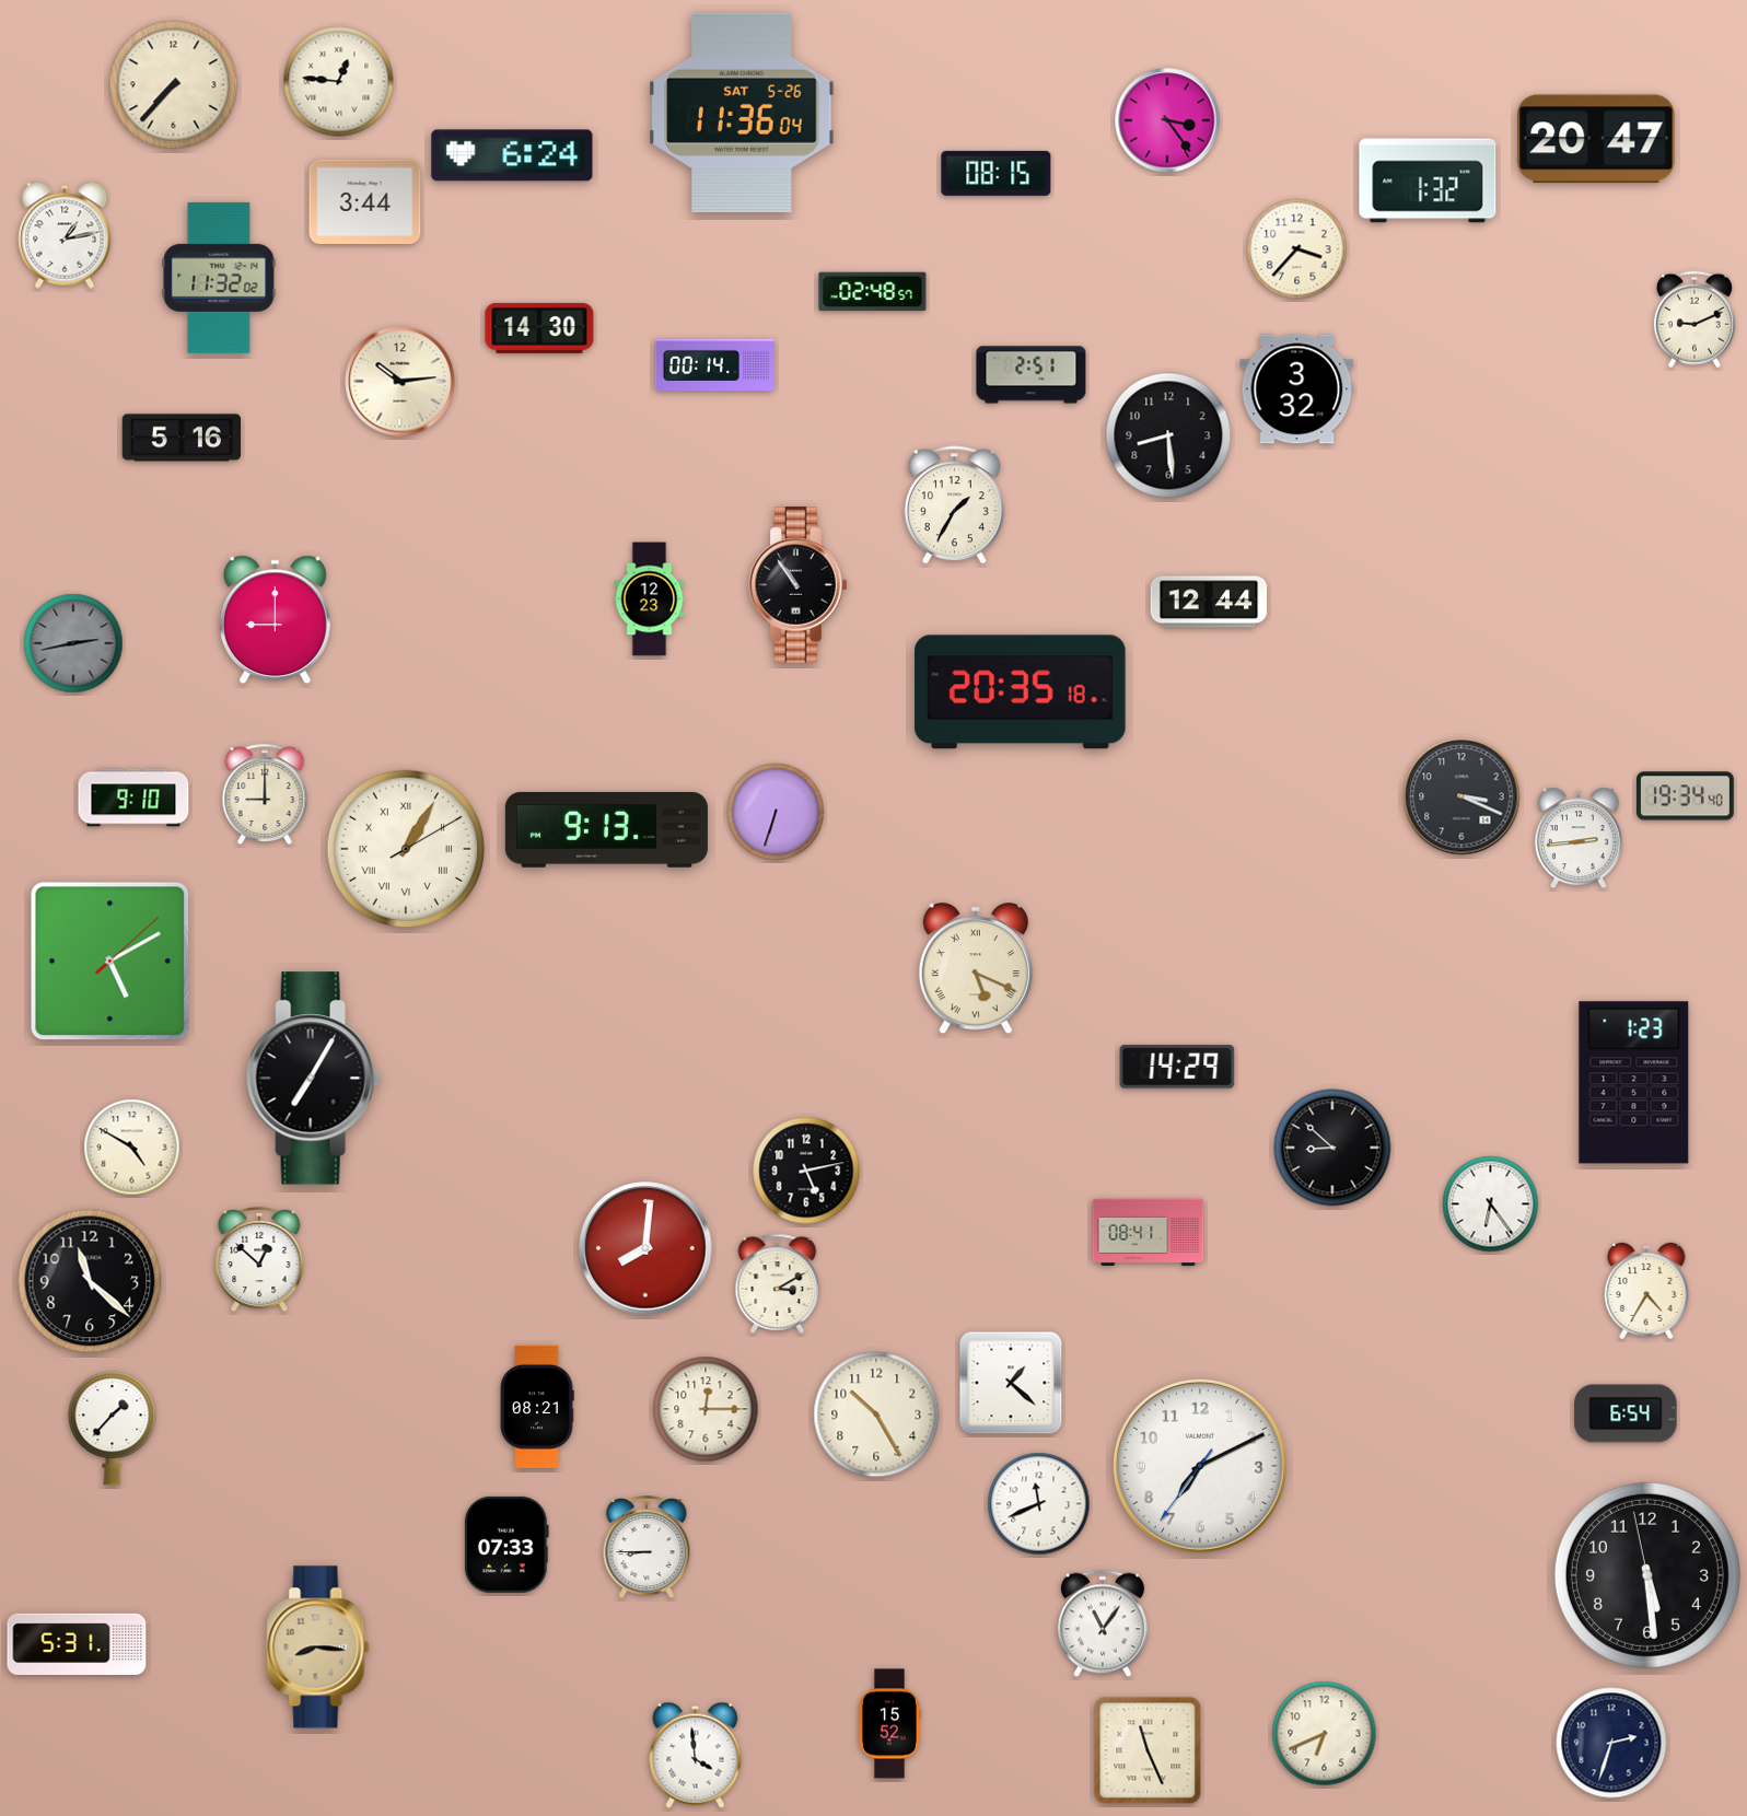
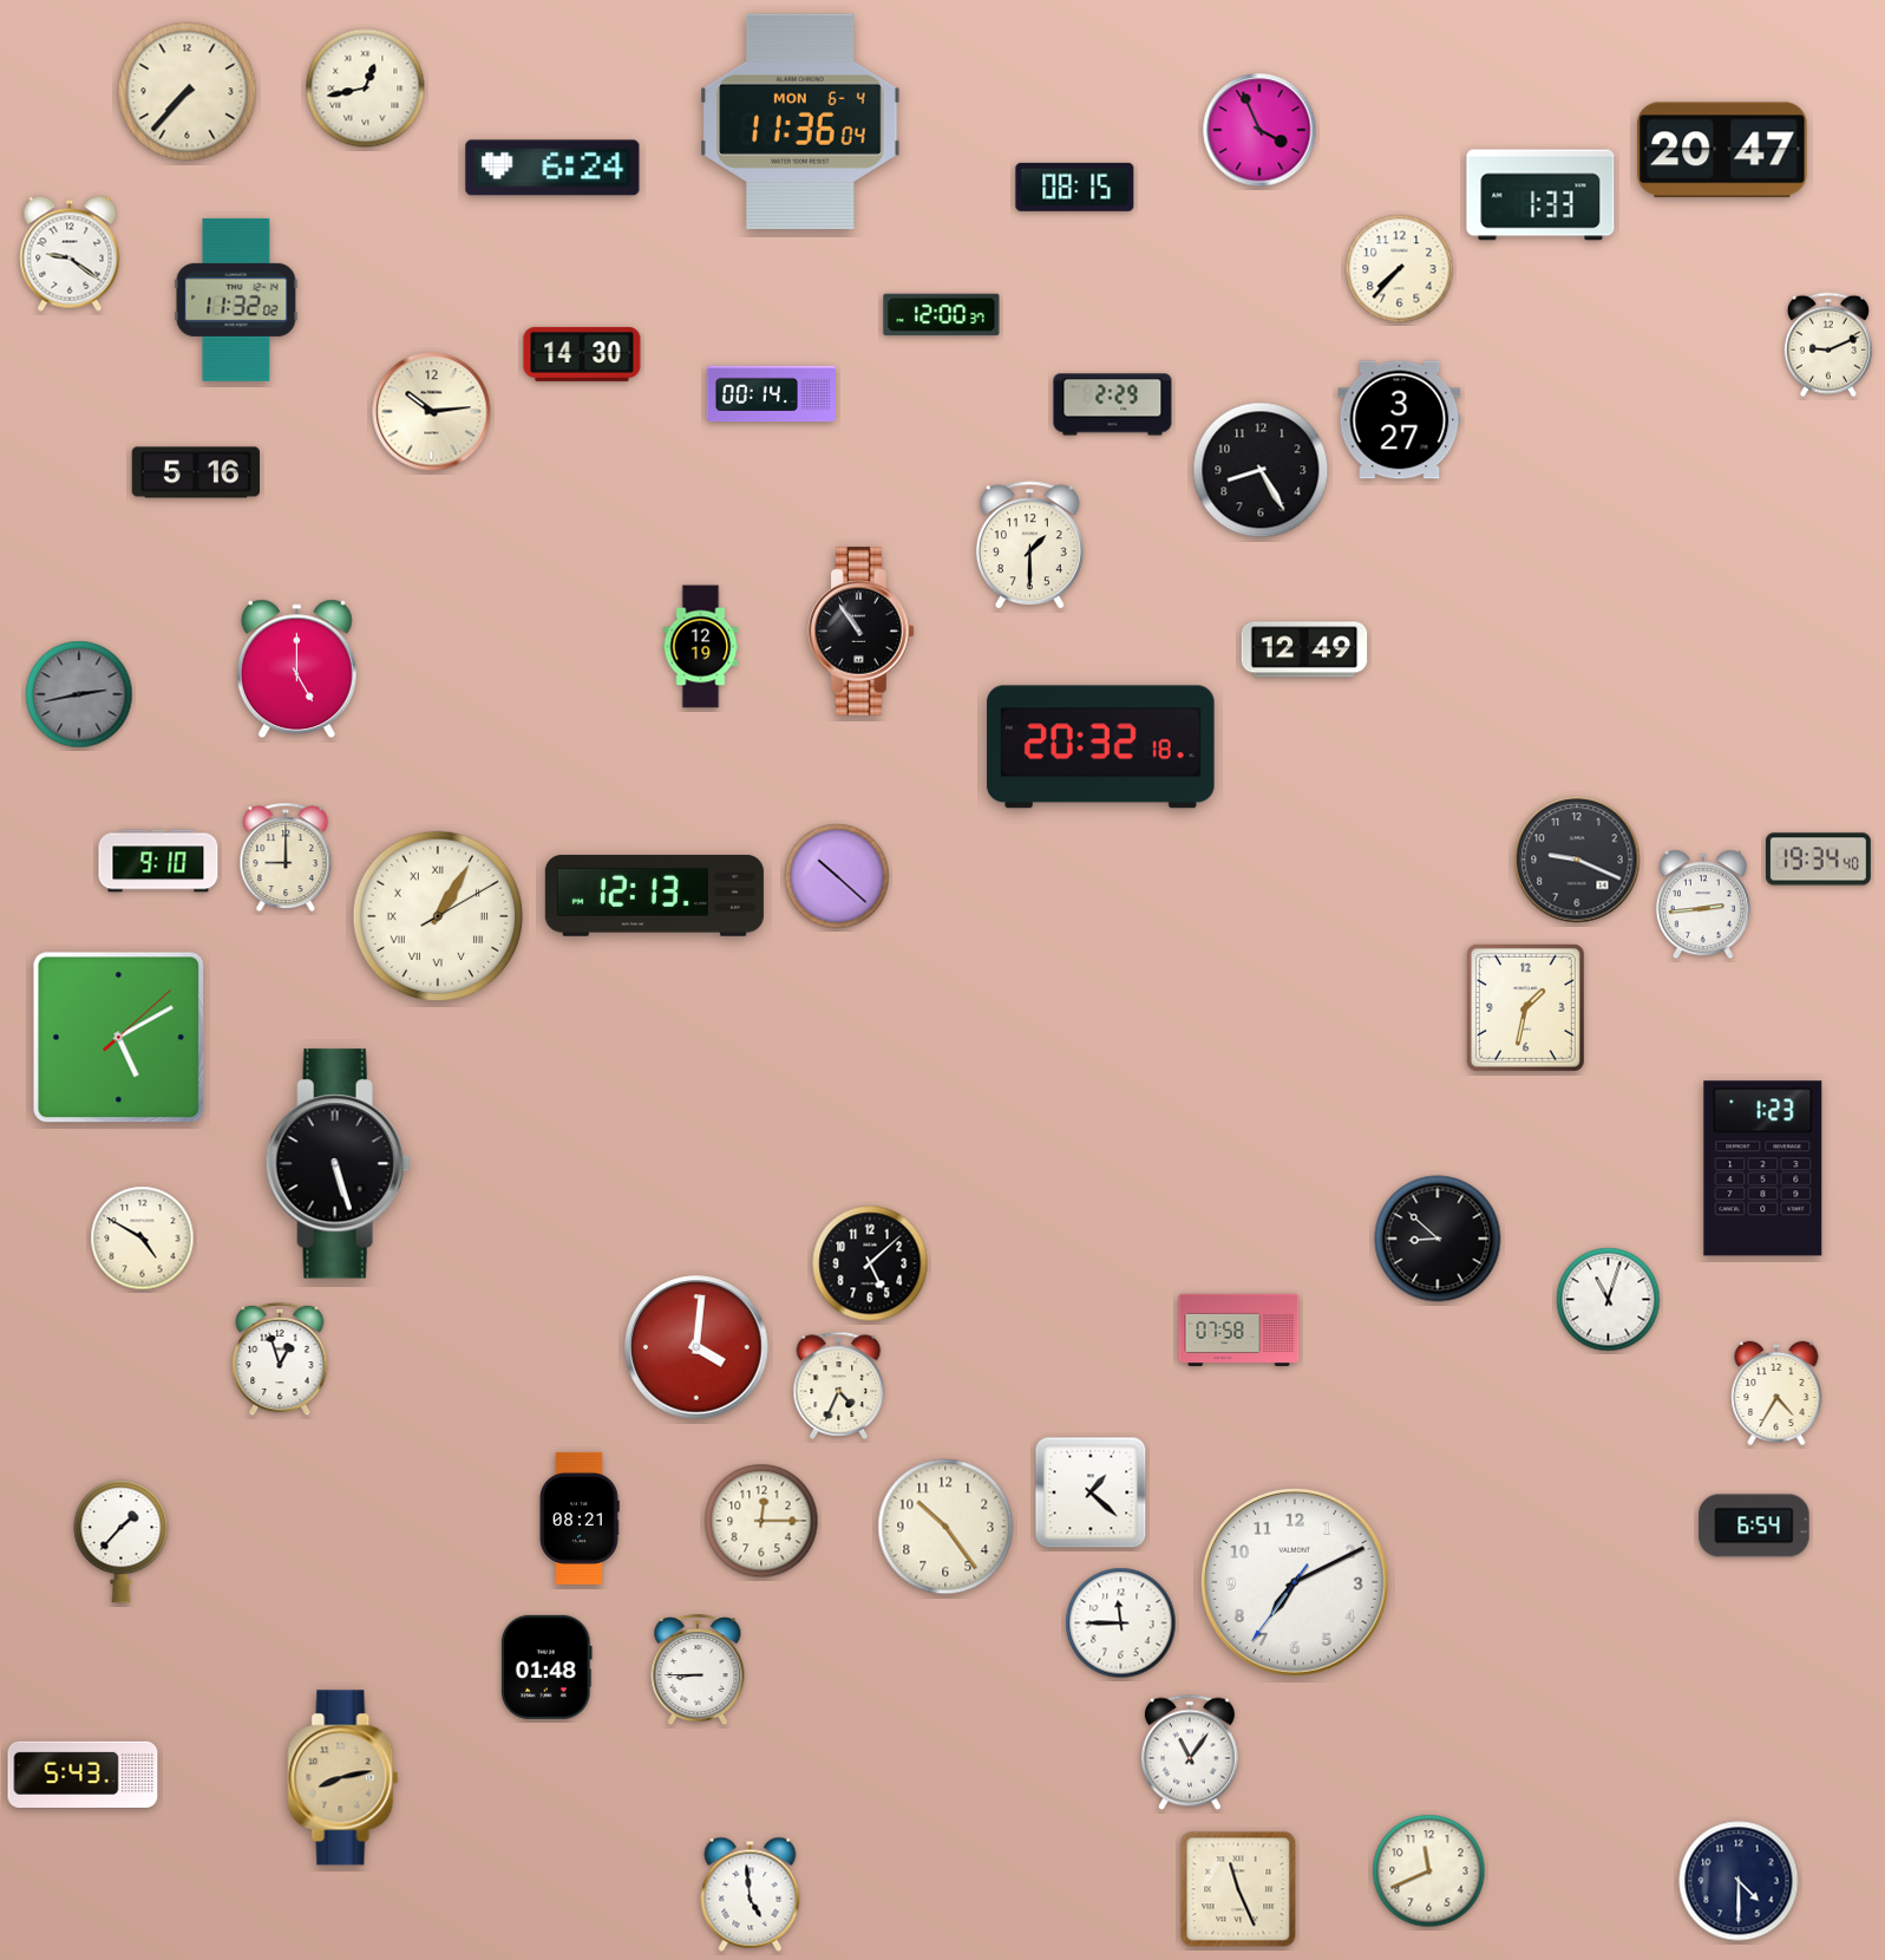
clock at (339, 82): 12:46 -> 12:43
clock at (742, 113) date: SAT 5-26 -> MON 6-4
clock at (1167, 120): 3:24 -> 3:56
clock at (1428, 181): 1:32 -> 1:33
clock at (365, 201): 3:44 -> none
clock at (65, 235): 1:13 -> 9:21
clock at (1297, 249): 3:37 -> 7:37
clock at (873, 292): 02:48 -> 12:00
clock at (1032, 375): 2:51 -> 2:29
clock at (1297, 389): 3:32 -> 3:27
clock at (1168, 435): 8:29 -> 8:25
clock at (954, 505): 1:35 -> 1:30
clock at (650, 599): 12:23 -> 12:19
clock at (1209, 602): 12:44 -> 12:49
clock at (275, 620): 9:00 -> 5:00
clock at (1021, 692): 20:35 -> 20:32
clock at (1461, 796): 3:19 -> 9:19
clock at (133, 798) position: (133, 798) -> (158, 861)
clock at (776, 812): 6:33 -> 10:22
clock at (606, 829): 9:13 -> 12:13
clock at (1525, 1007): none -> 1:32
clock at (976, 969): 5:19 -> none
clock at (1177, 1067): 14:29 -> none
clock at (313, 1079): 7:05 -> 5:27
clock at (806, 1171): 5:13 -> 5:08
clock at (1491, 1204): 6:24 -> 11:03
clock at (1149, 1232): 08:41 -> 07:58
clock at (645, 1248): 8:01 -> 4:01
clock at (259, 1259): 12:52 -> 12:57
clock at (90, 1281): 11:22 -> none
clock at (778, 1283): 3:10 -> 4:34
clock at (876, 1415): 10:25 -> 10:24
clock at (1039, 1504): 11:41 -> 11:45
clock at (508, 1545): 07:33 -> 01:48
clock at (1647, 1575): 5:28 -> none
clock at (77, 1643): 5:31 -> 5:43
clock at (318, 1648): 8:16 -> 8:13
clock at (890, 1724): 15:52 -> none
clock at (1325, 1734): 6:41 -> 11:41
clock at (1611, 1743): 2:33 -> 4:30
clock at (696, 1755): 3:59 -> 4:59
